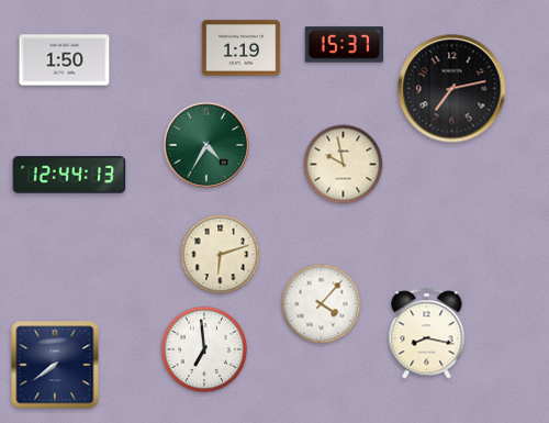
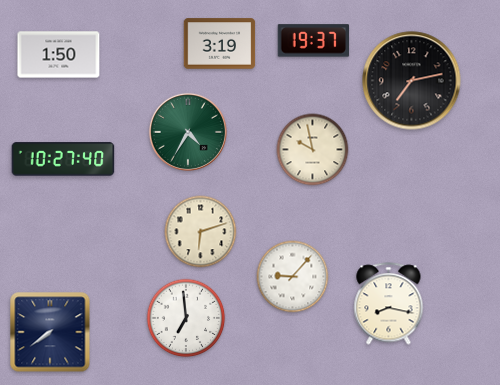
clock at (345, 45): 15:37 -> 19:37
clock at (242, 48): 1:19 -> 3:19
clock at (69, 175): 12:44 -> 10:27
clock at (322, 304): 4:07 -> 9:07
